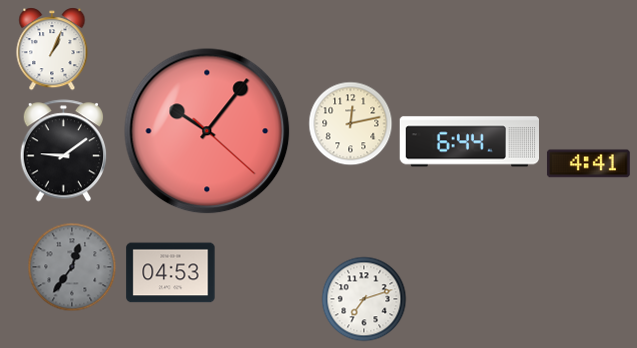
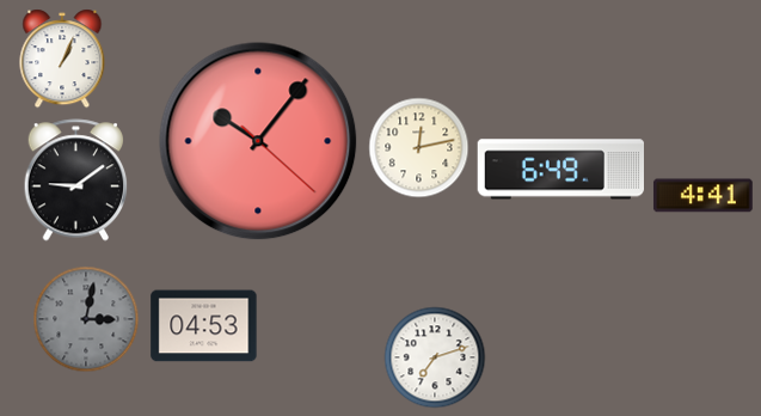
clock at (207, 131) position: (207, 131) -> (258, 141)
clock at (469, 142): 6:44 -> 6:49
clock at (72, 267): 12:36 -> 3:02
